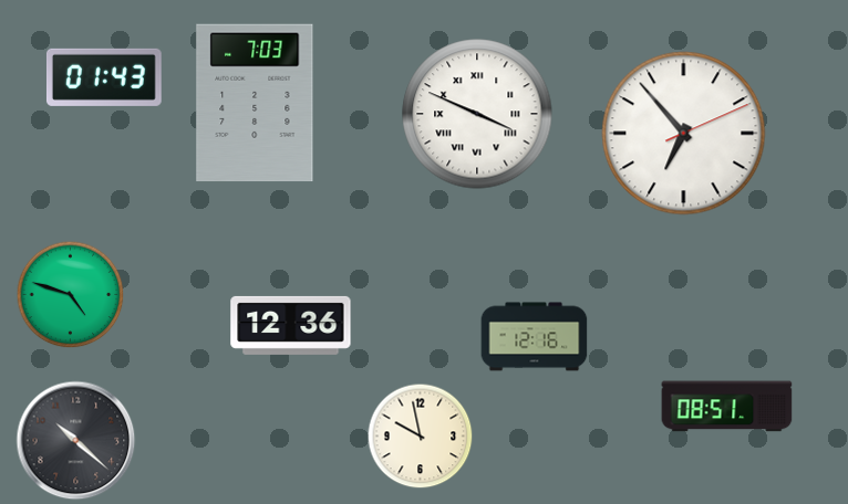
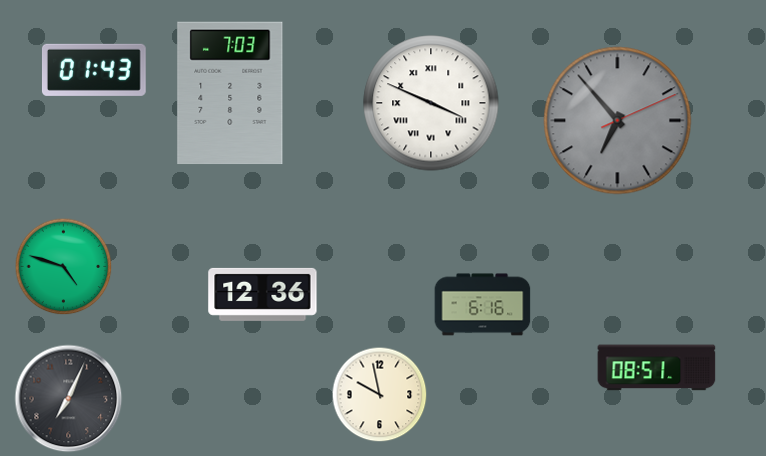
clock at (684, 134) dial: white -> grey
clock at (535, 337): 12:16 -> 6:16
clock at (76, 441): 10:22 -> 7:04
